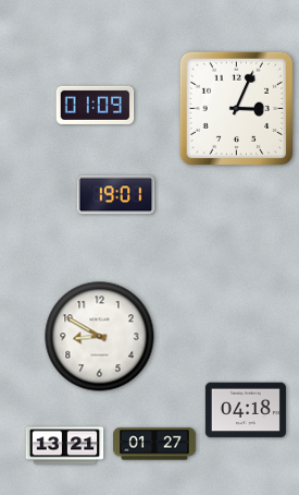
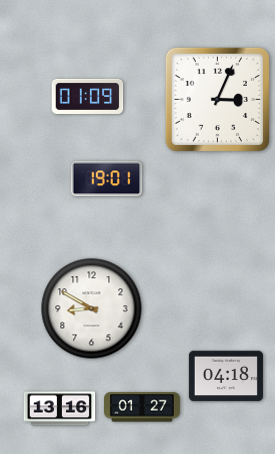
clock at (65, 446): 13:21 -> 13:16
